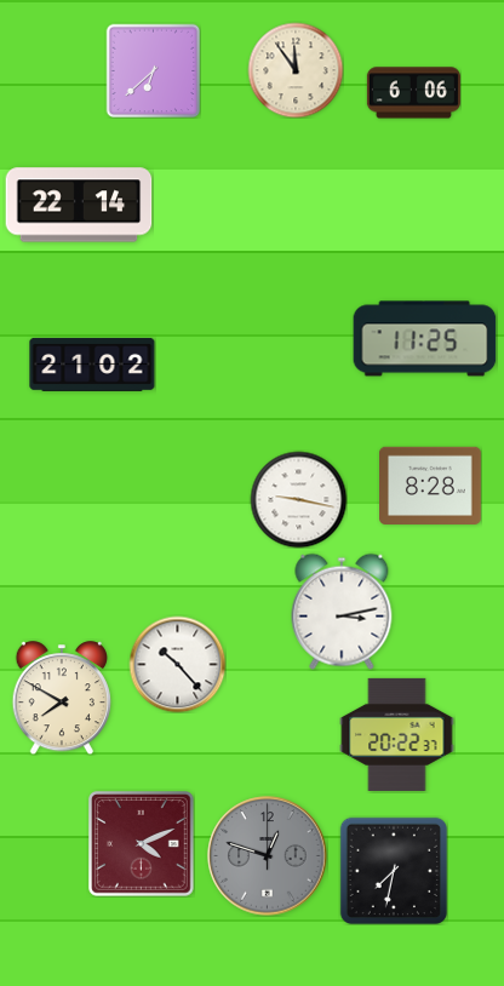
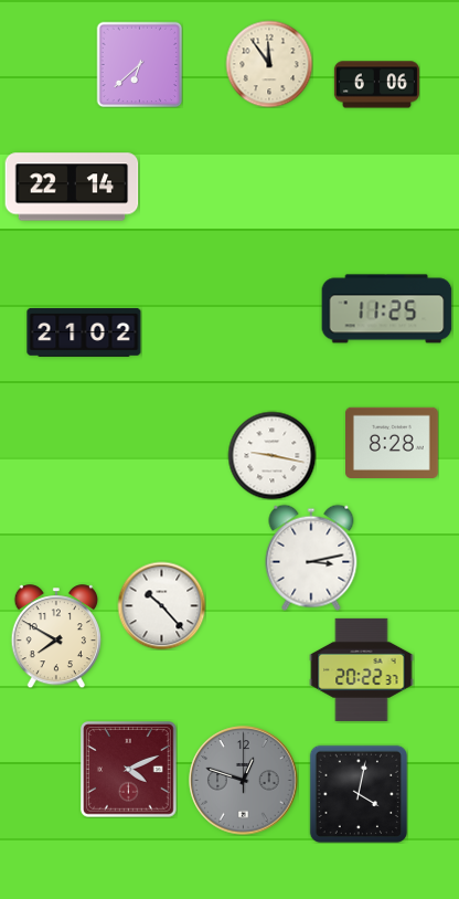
clock at (393, 870): 7:32 -> 4:02
